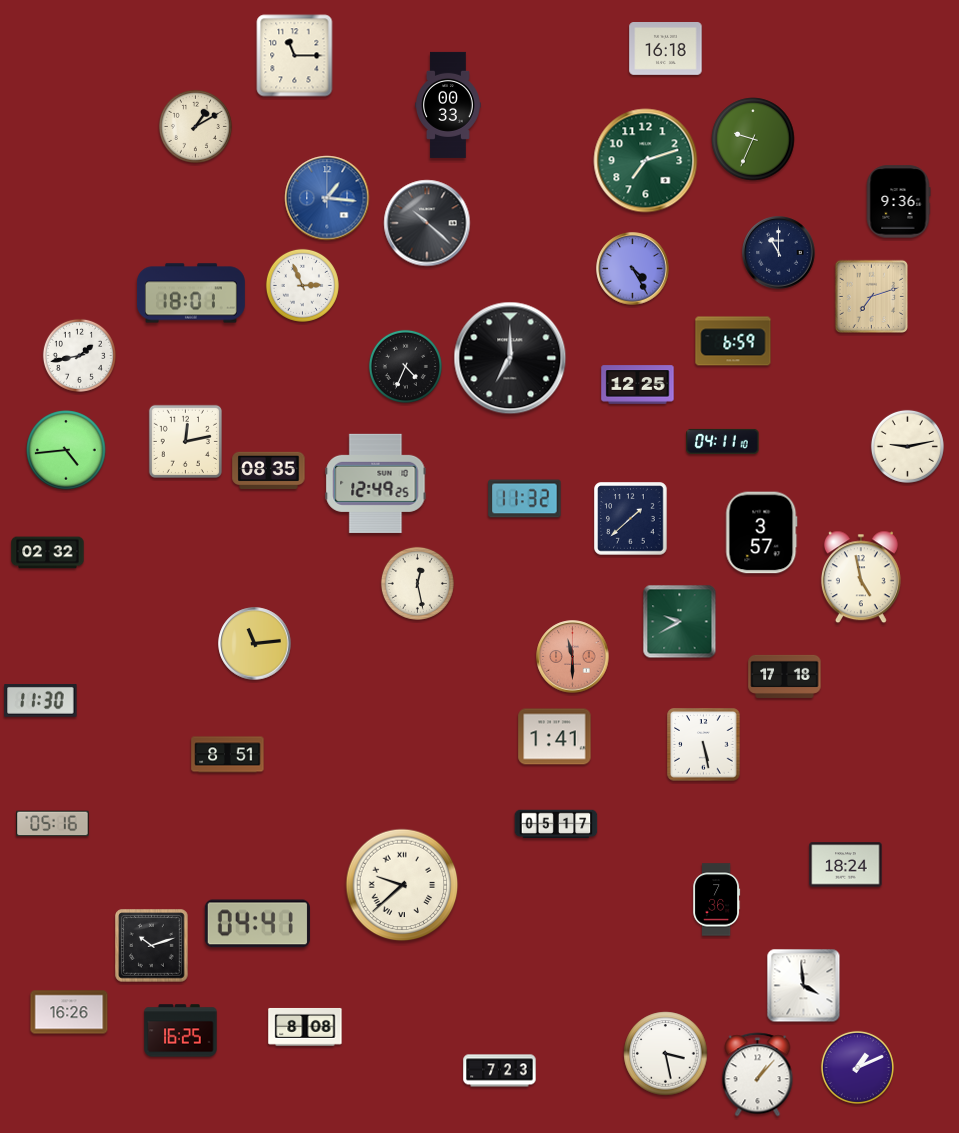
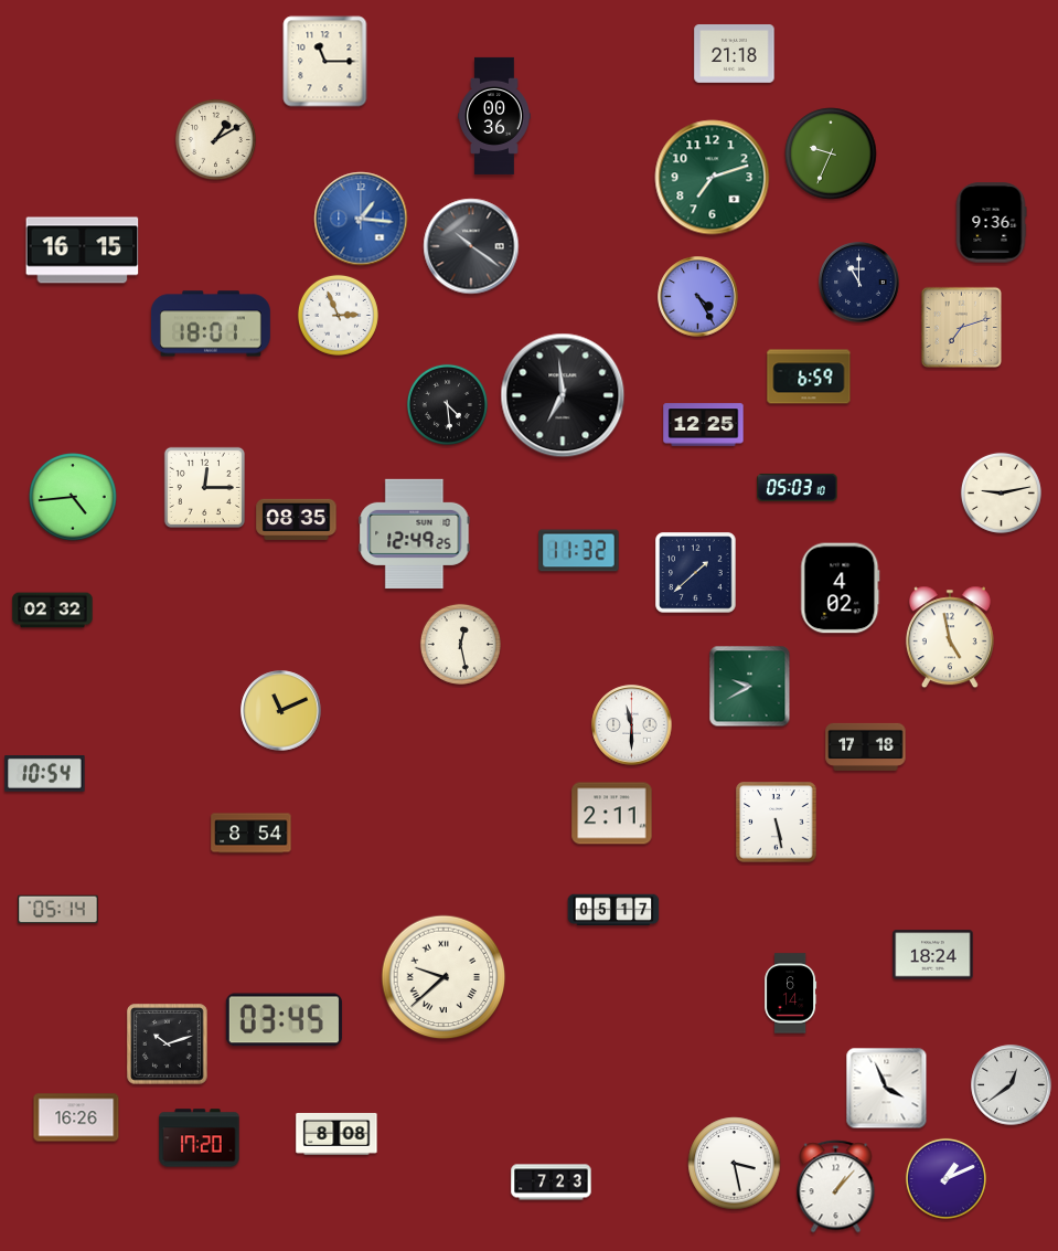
clock at (666, 49): 16:18 -> 21:18
clock at (449, 105): 00:33 -> 00:36
clock at (427, 223): 10:22 -> 10:21
clock at (83, 251): none -> 16:15
clock at (779, 253) position: (779, 253) -> (859, 283)
clock at (302, 285) position: (302, 285) -> (338, 315)
clock at (79, 355): 1:43 -> none
clock at (510, 358): 7:00 -> 6:59
clock at (405, 366): 4:34 -> 4:29
clock at (185, 441): 12:13 -> 12:15
clock at (723, 441): 04:11 -> 05:03
clock at (762, 533): 3:57 -> 4:02
clock at (255, 644): 11:14 -> 11:11
clock at (573, 657) dial: salmon -> white
clock at (41, 701): 11:30 -> 10:54
clock at (555, 737): 1:41 -> 2:11
clock at (228, 755): 8:51 -> 8:54
clock at (53, 824): 05:16 -> 05:14
clock at (717, 900): 7:36 -> 6:14
clock at (257, 924): 04:41 -> 03:45
clock at (1012, 1085): none -> 12:39
clock at (804, 986): 3:59 -> 3:56
clock at (181, 1031): 16:25 -> 17:20
